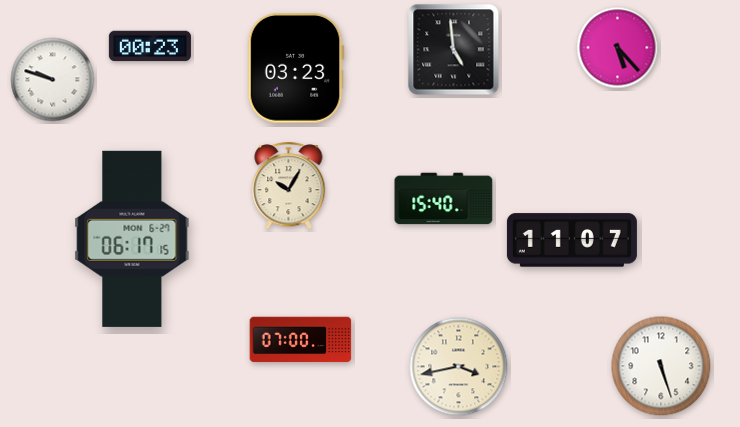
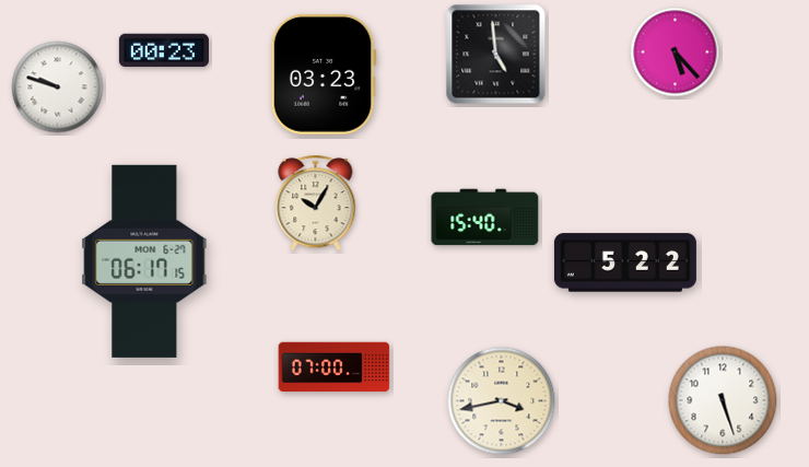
clock at (572, 240): 11:07 -> 5:22
clock at (301, 340) position: (301, 340) -> (335, 367)
